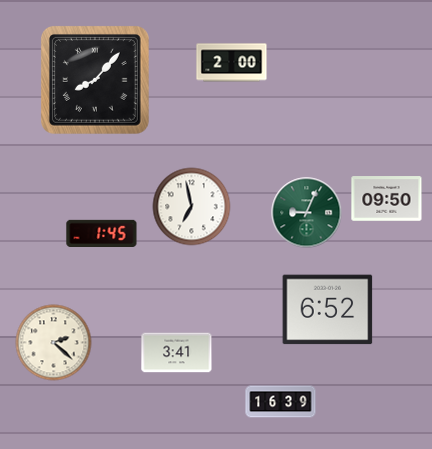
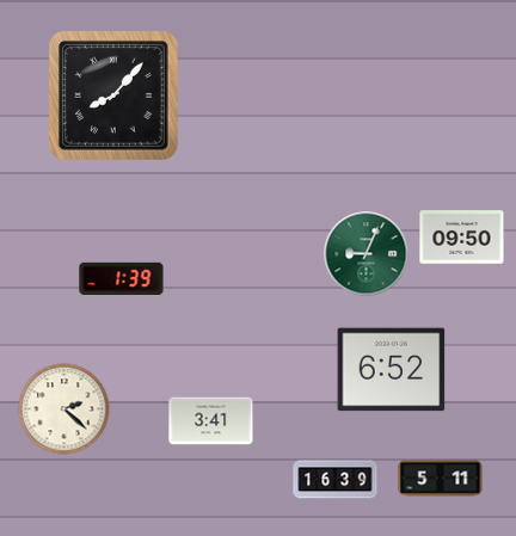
clock at (232, 63): 2:00 -> none
clock at (192, 207): 6:58 -> none
clock at (102, 233): 1:45 -> 1:39
clock at (441, 479): none -> 5:11
